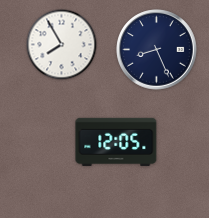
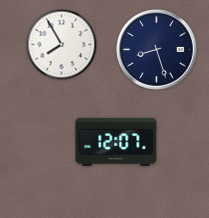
clock at (157, 50): 8:26 -> 8:27
clock at (116, 142): 12:05 -> 12:07
